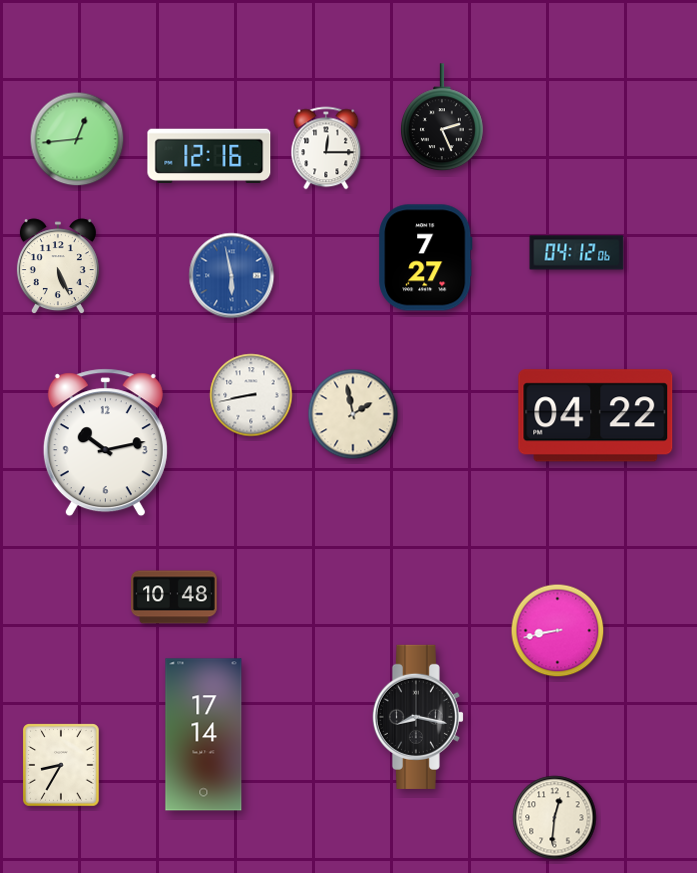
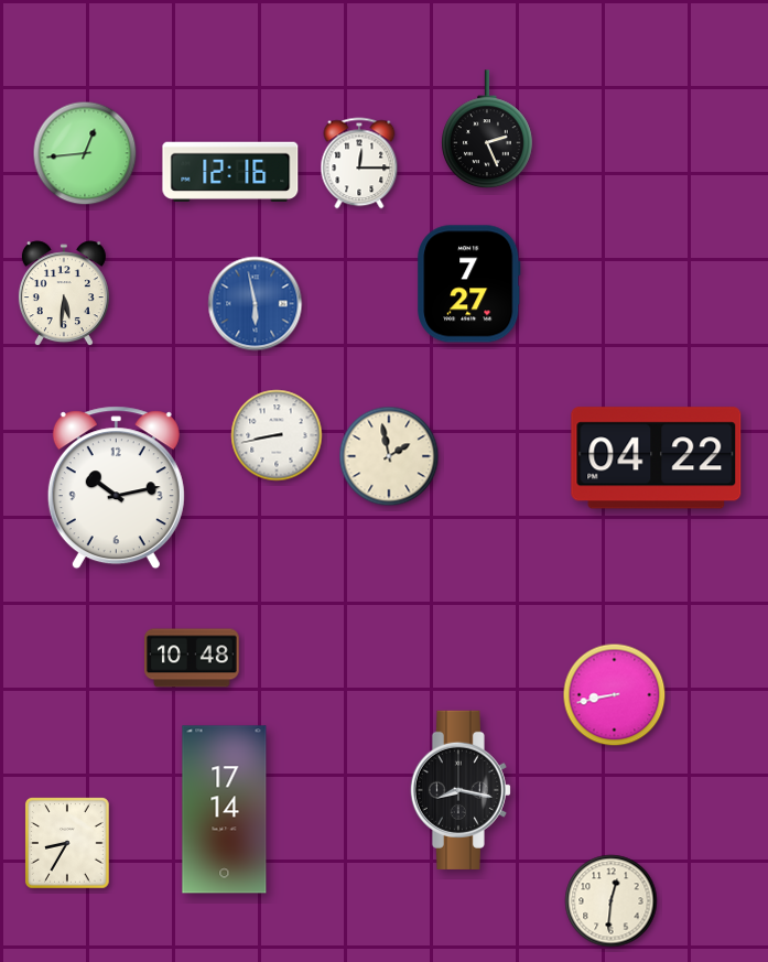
clock at (577, 253): 04:12 -> none
clock at (58, 267): 5:26 -> 5:31
